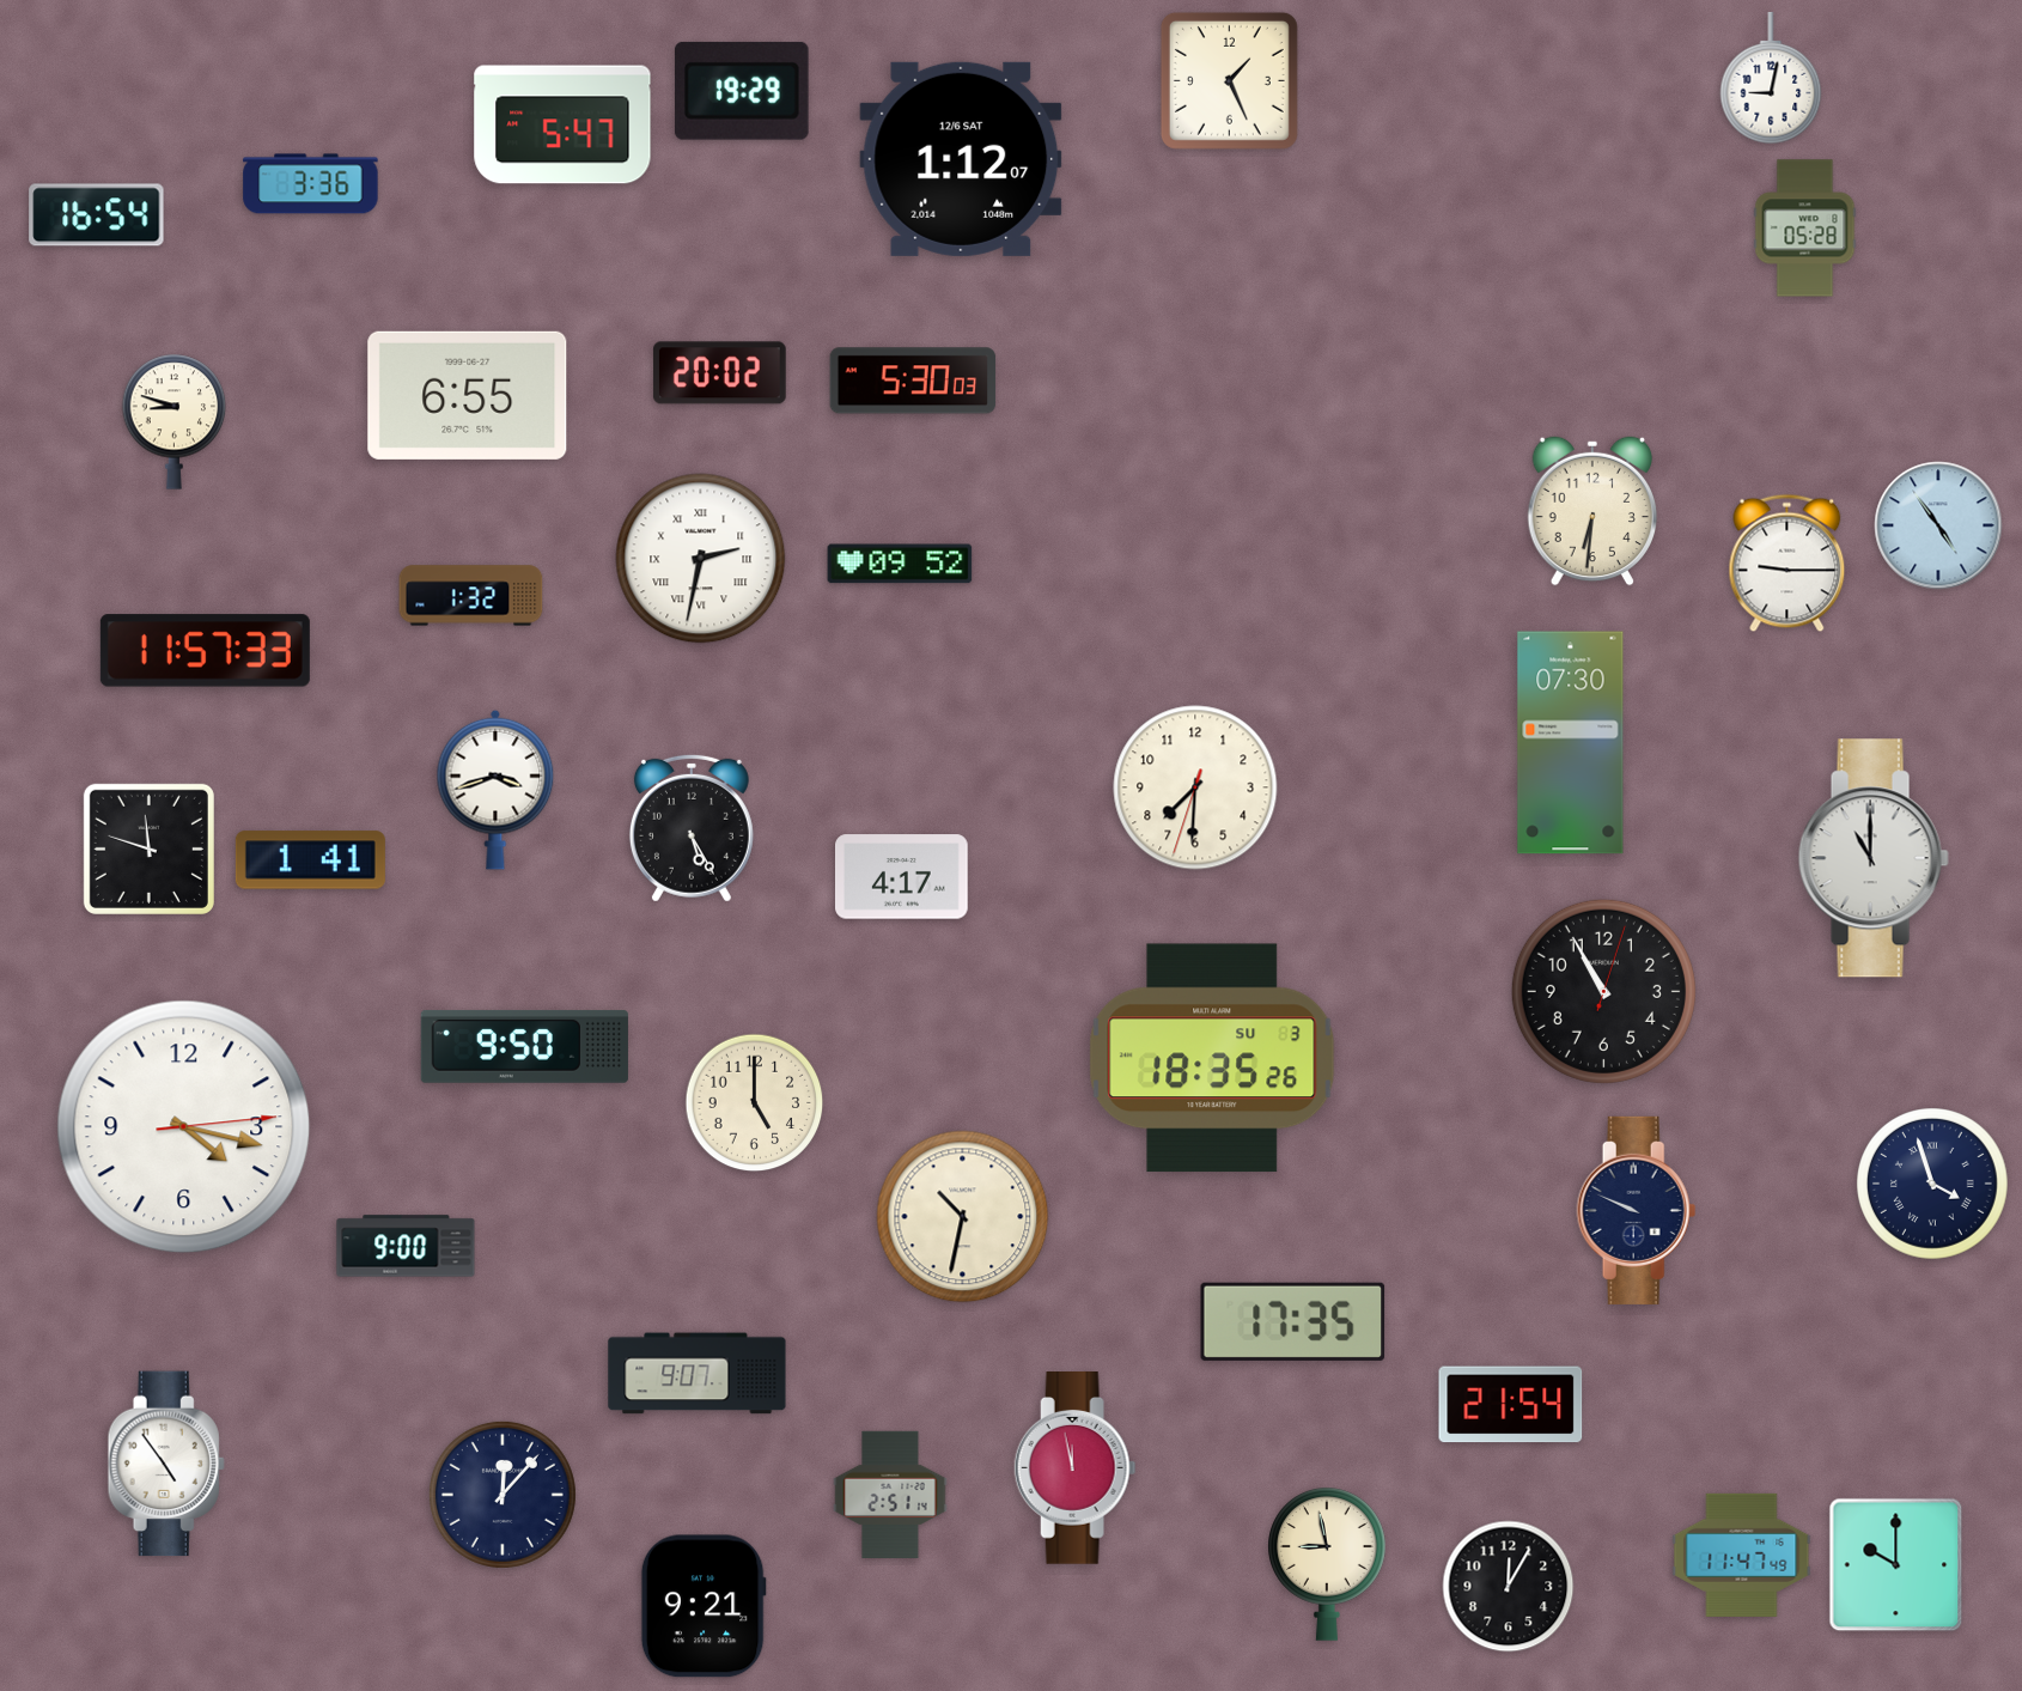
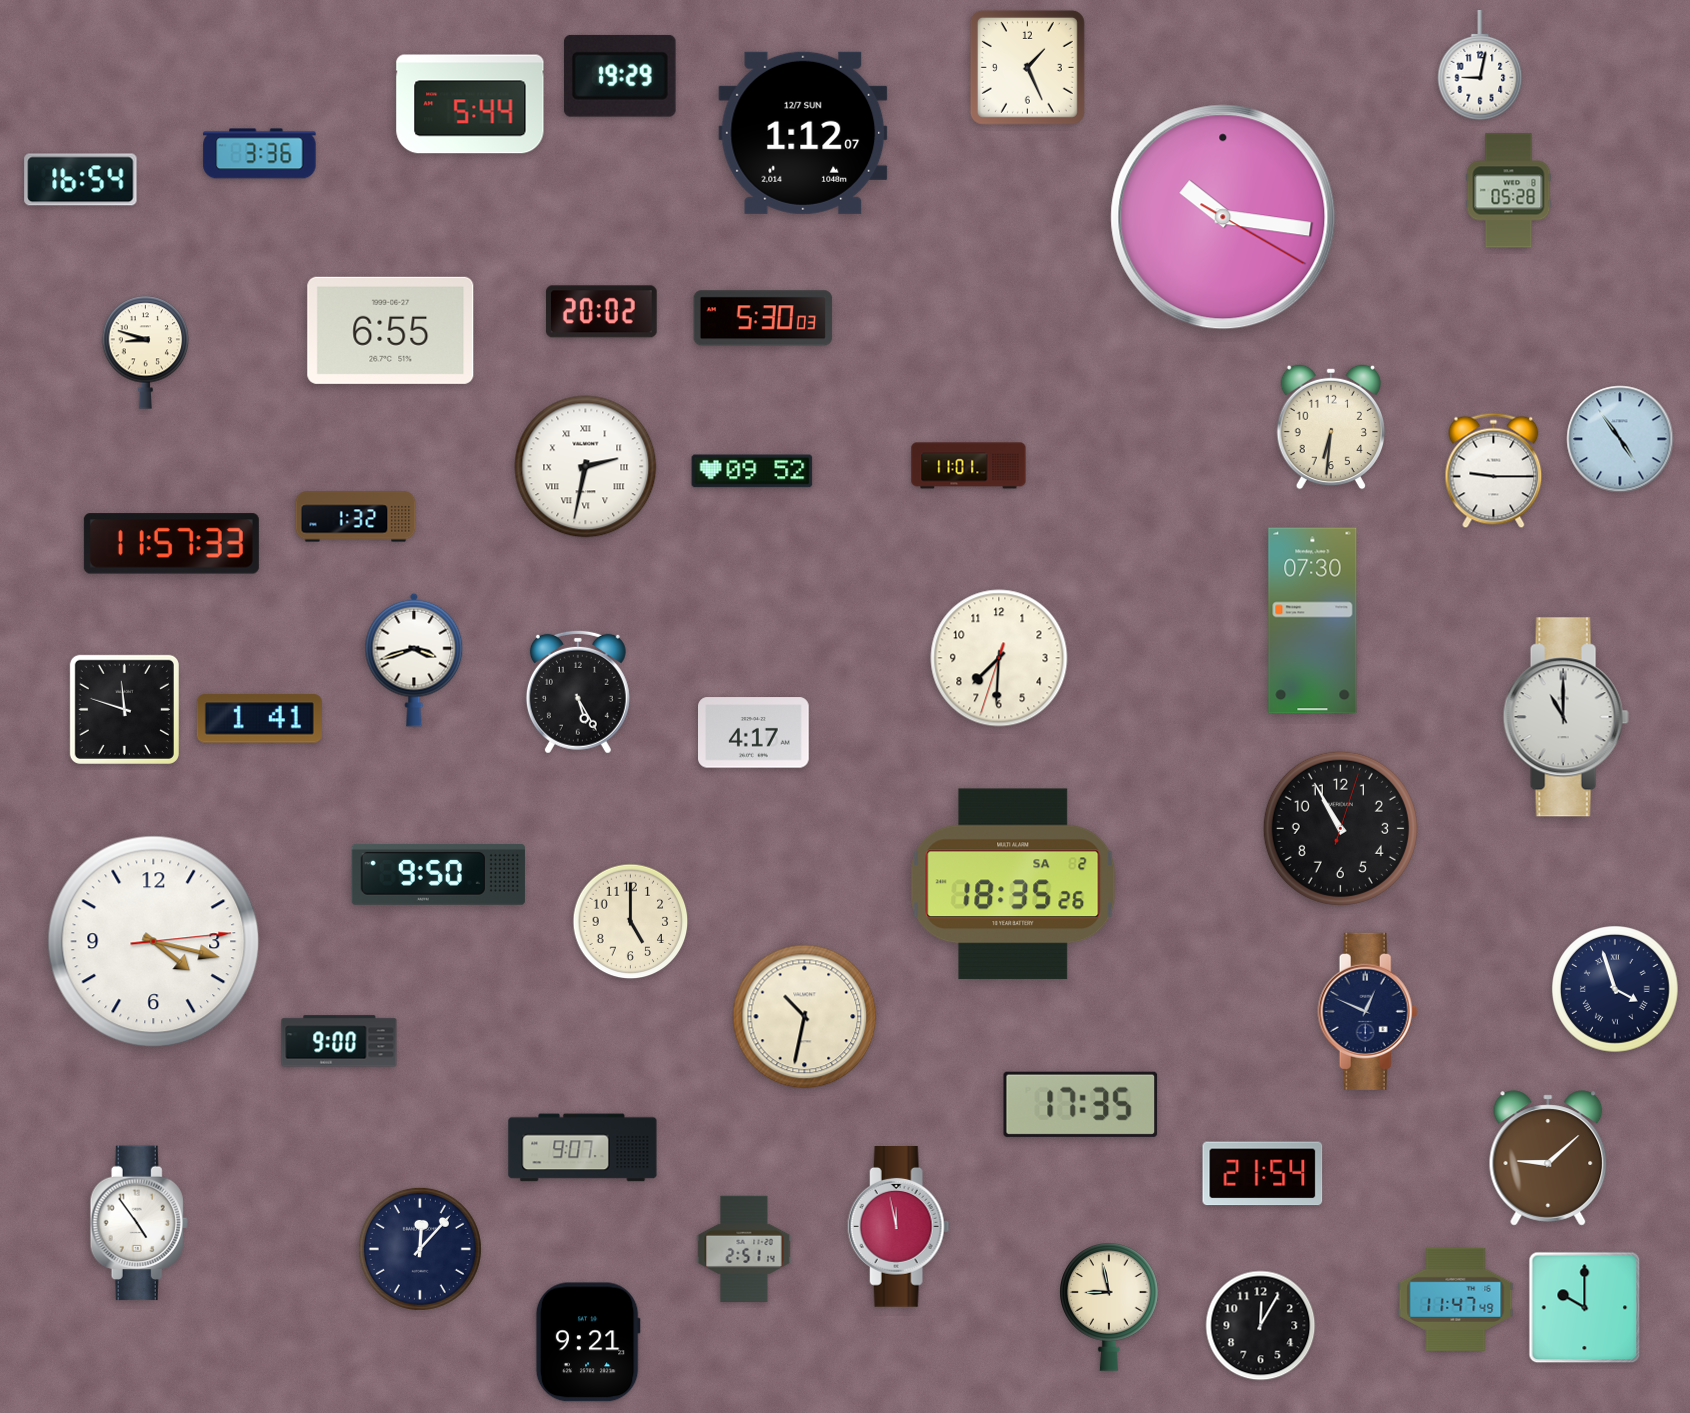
clock at (562, 124): 5:47 -> 5:44
clock at (961, 159) date: 12/6 SAT -> 12/7 SUN
clock at (1223, 217): none -> 10:16
clock at (969, 466): none -> 11:01
clock at (471, 596) position: (471, 596) -> (356, 517)
clock at (1212, 1058) date: SU 3 -> SA 2
clock at (1637, 1210): 9:49 -> 12:49
clock at (1548, 1158): none -> 9:08
